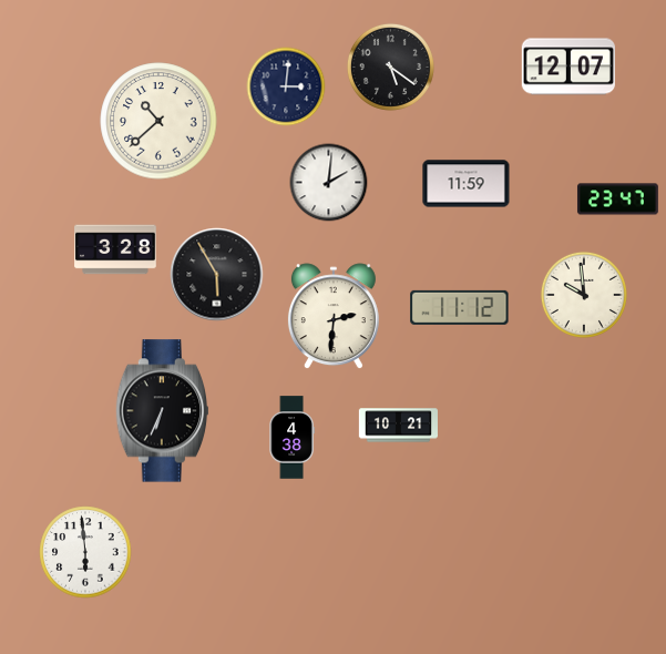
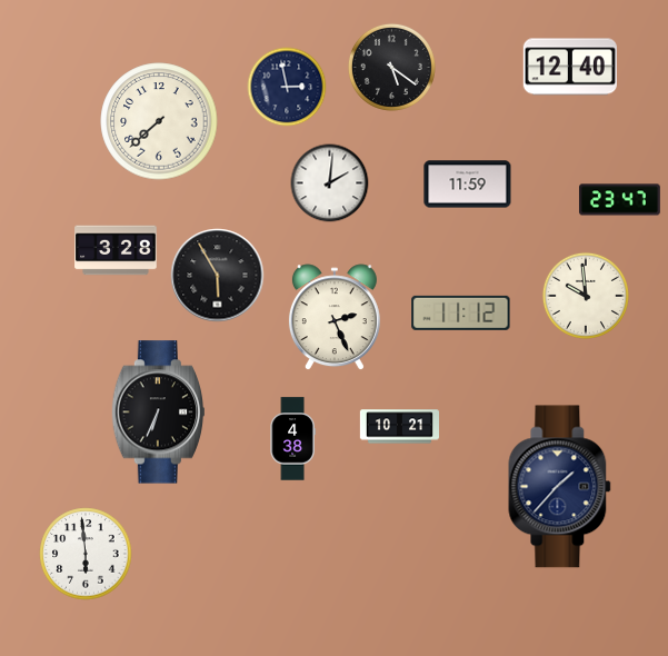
clock at (568, 67): 12:07 -> 12:40
clock at (286, 86): 3:01 -> 2:58
clock at (158, 121): 10:38 -> 7:38
clock at (460, 307) position: (460, 307) -> (461, 312)
clock at (334, 317): 2:31 -> 2:26
clock at (162, 411) position: (162, 411) -> (158, 413)
clock at (560, 487): none -> 1:37
